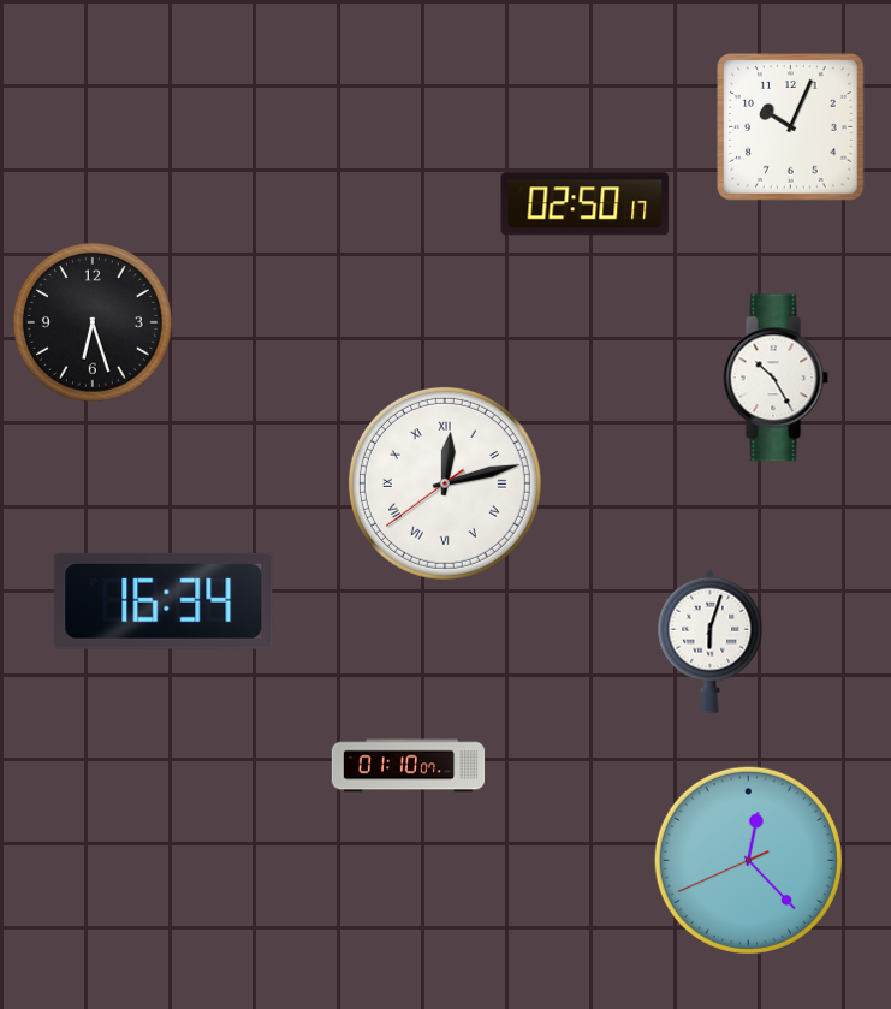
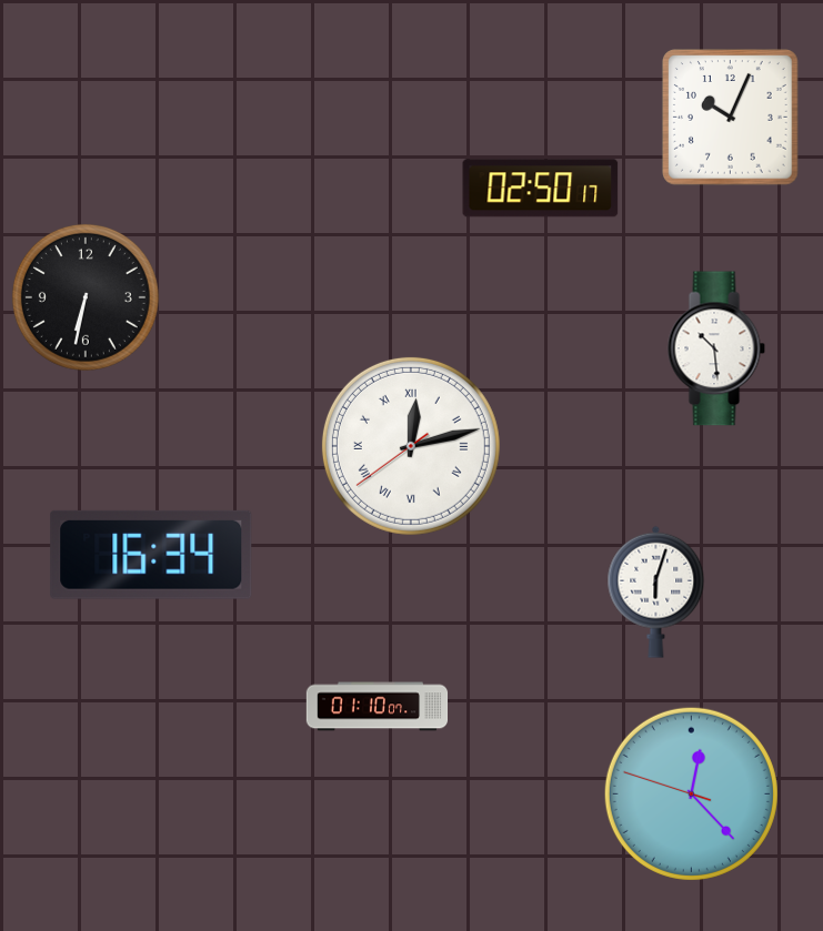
clock at (93, 322): 6:27 -> 6:32
clock at (776, 378): 10:25 -> 10:29
clock at (748, 860): 12:22:41 -> 12:22:48
